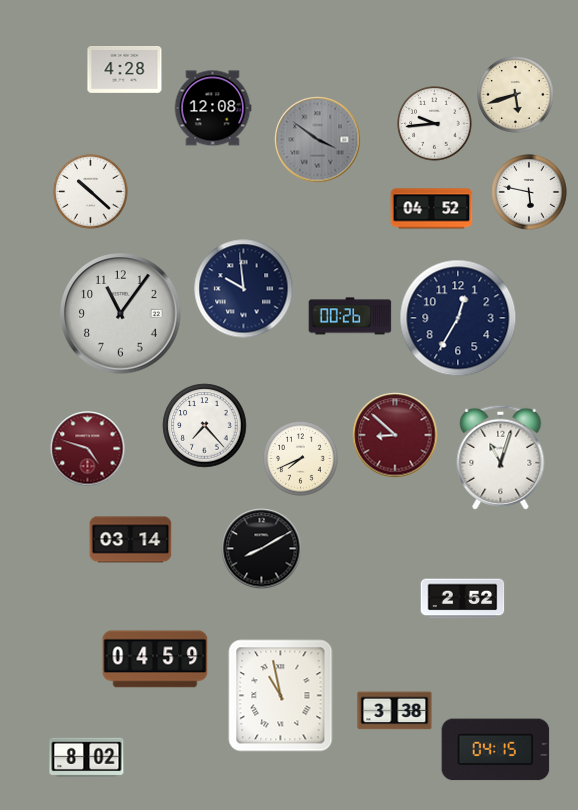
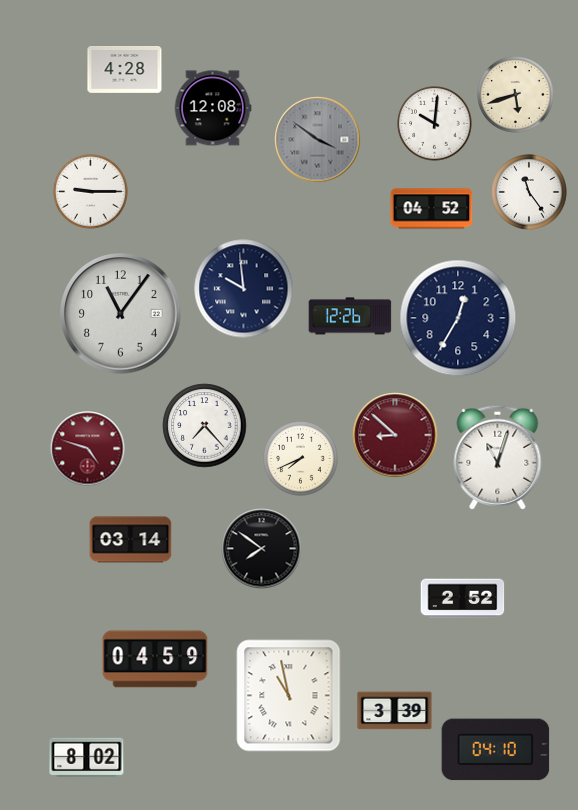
clock at (435, 124): 9:44 -> 10:01
clock at (91, 192): 10:22 -> 9:15
clock at (529, 192): 5:47 -> 11:24
clock at (350, 316): 00:26 -> 12:26
clock at (501, 457) position: (501, 457) -> (498, 457)
clock at (262, 549): 8:10 -> 7:51
clock at (281, 696) position: (281, 696) -> (289, 696)
clock at (395, 711): 3:38 -> 3:39
clock at (496, 750): 04:15 -> 04:10
